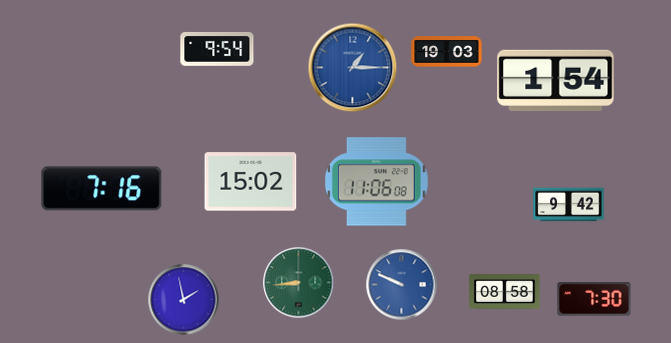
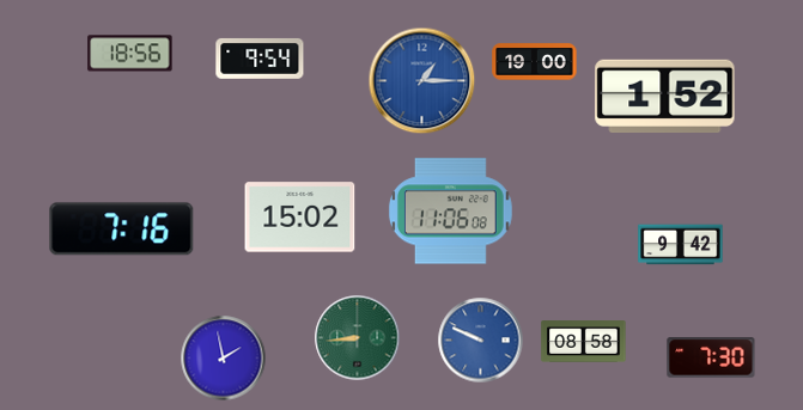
clock at (130, 54): none -> 18:56
clock at (447, 52): 19:03 -> 19:00
clock at (556, 80): 1:54 -> 1:52
clock at (376, 182) position: (376, 182) -> (450, 212)
clock at (102, 189) position: (102, 189) -> (122, 230)
clock at (505, 292) position: (505, 292) -> (584, 342)
clock at (184, 300) position: (184, 300) -> (224, 359)
